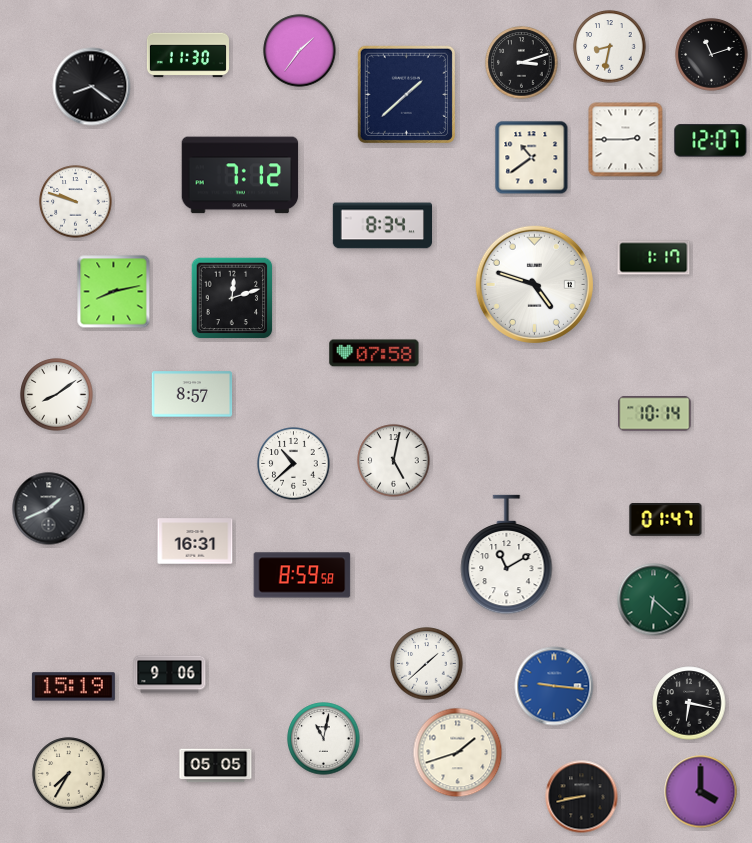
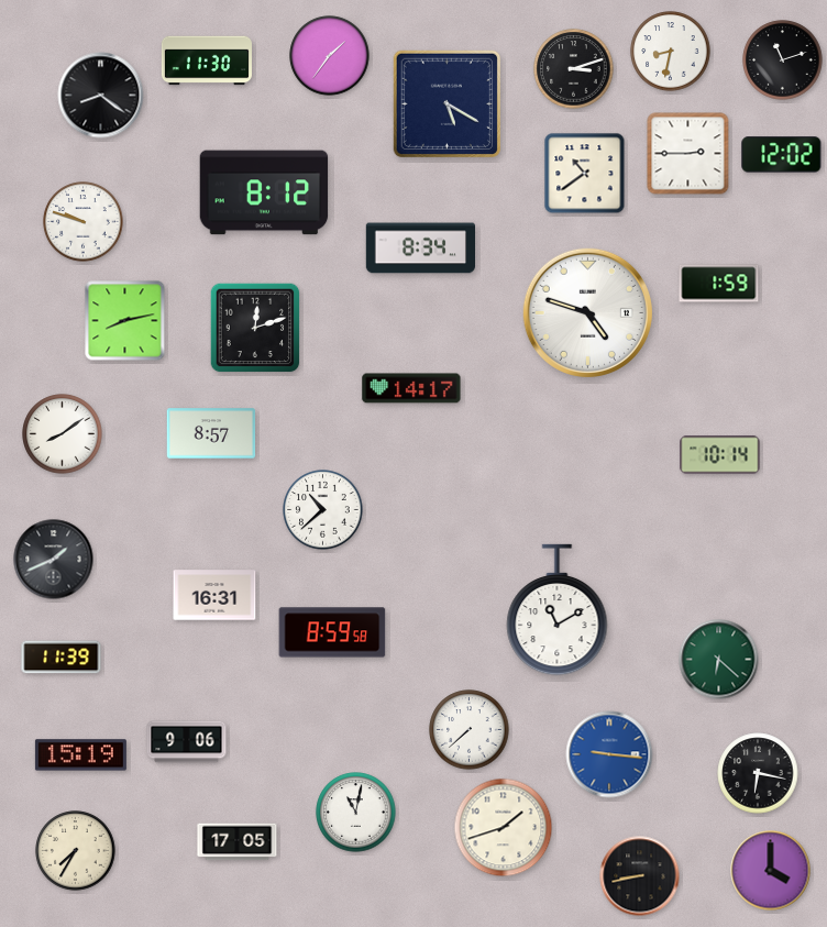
clock at (406, 94): 1:38 -> 5:20
clock at (711, 141): 12:07 -> 12:02
clock at (240, 175): 7:12 -> 8:12
clock at (654, 258): 1:17 -> 1:59
clock at (374, 353): 07:58 -> 14:17
clock at (394, 461): 5:02 -> none
clock at (666, 520): 01:47 -> none
clock at (62, 658): none -> 11:39
clock at (427, 664): 1:38 -> 7:38
clock at (216, 766): 05:05 -> 17:05
